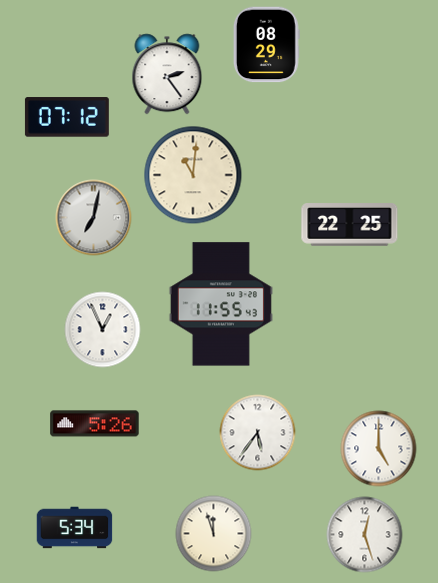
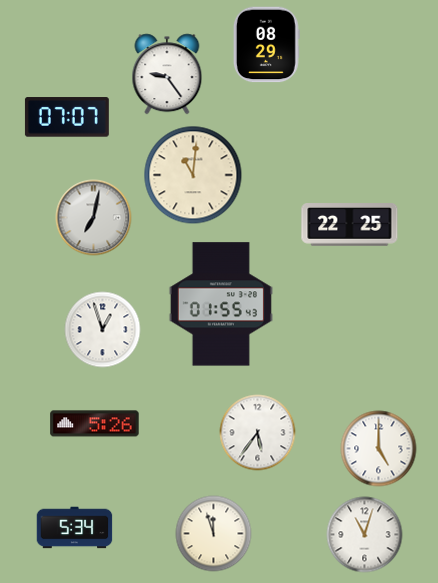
clock at (167, 74): 2:24 -> 9:24
clock at (67, 117): 07:12 -> 07:07
clock at (221, 304): 11:55 -> 01:55
clock at (103, 330): 12:56 -> 12:57
clock at (365, 535): 12:27 -> 11:03
